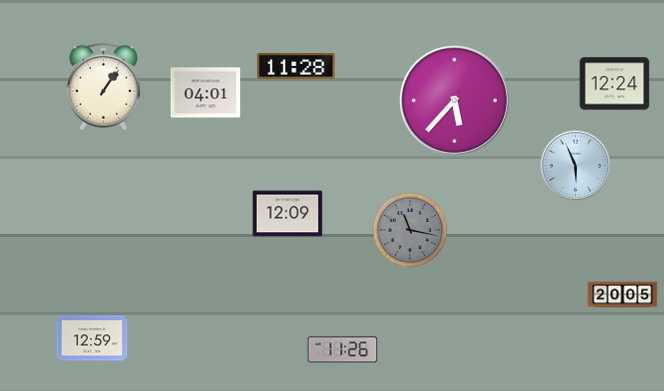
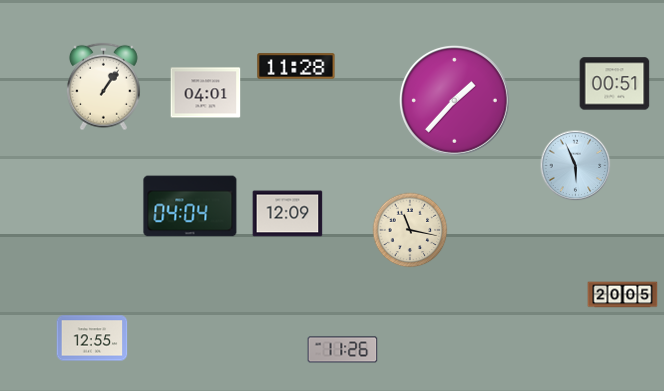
clock at (615, 84): 12:24 -> 00:51
clock at (454, 100): 5:37 -> 1:37
clock at (190, 206): none -> 04:04
clock at (410, 230) dial: grey -> cream
clock at (92, 338): 12:59 -> 12:55
